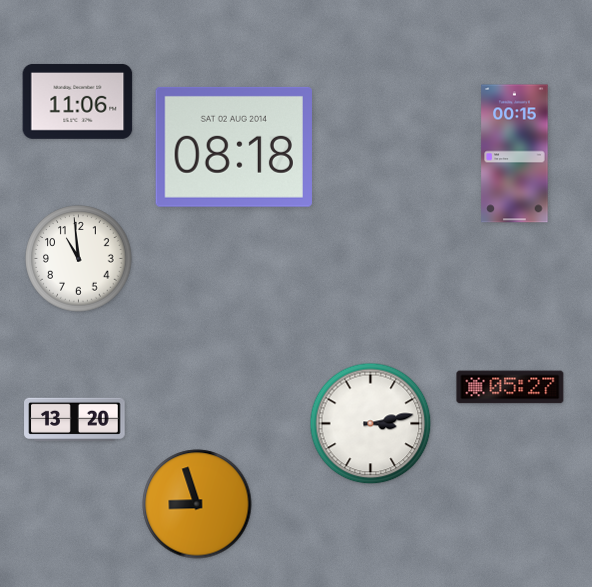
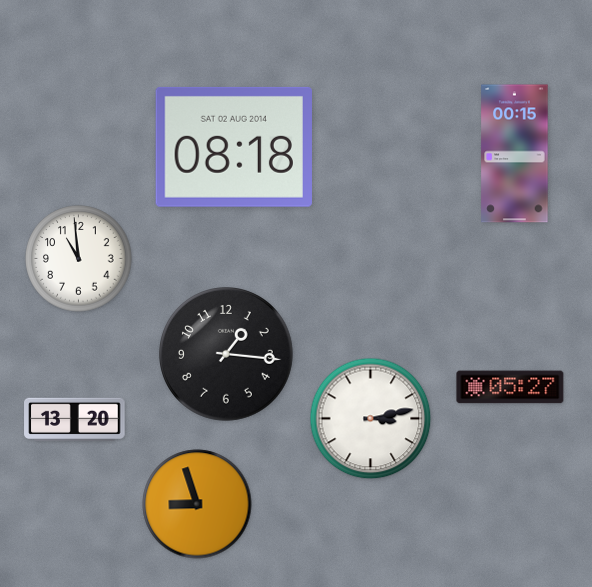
clock at (78, 101): 11:06 -> none
clock at (227, 355): none -> 1:16
clock at (371, 424) position: (371, 424) -> (371, 419)
